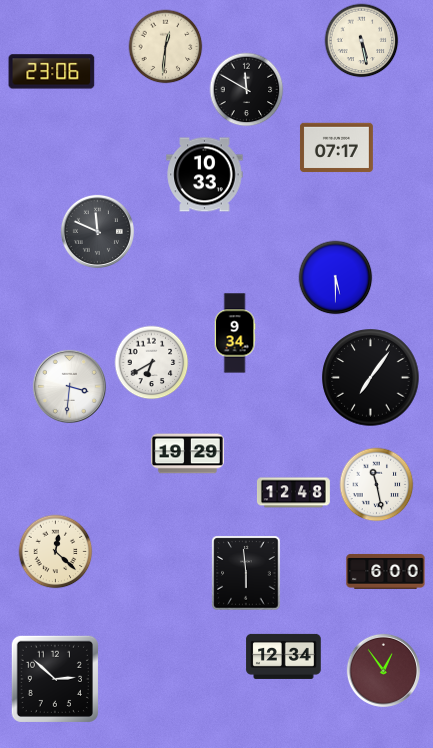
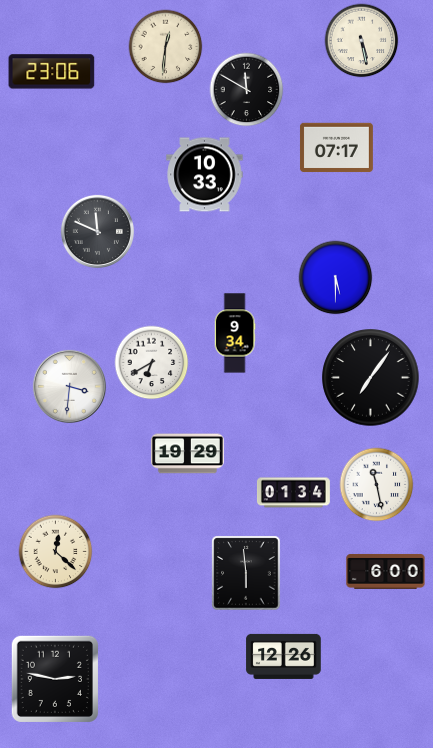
clock at (293, 493): 12:48 -> 01:34
clock at (284, 656): 12:34 -> 12:26
clock at (383, 670): 12:54 -> none
clock at (54, 679): 2:52 -> 2:47
